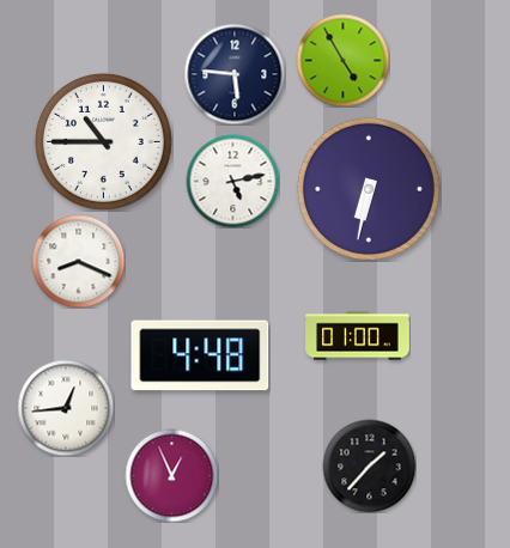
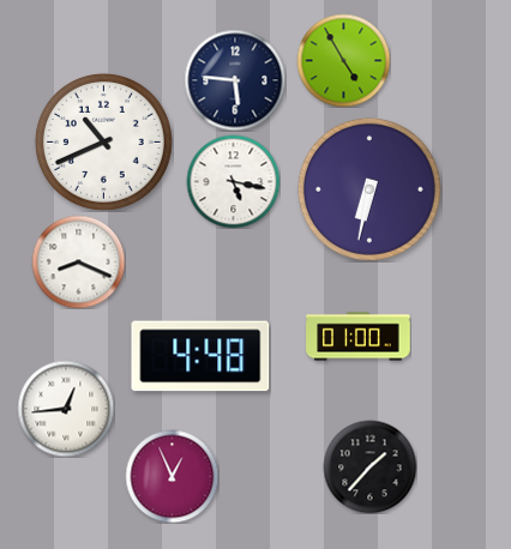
clock at (235, 74) position: (235, 74) -> (235, 80)
clock at (103, 141): 10:45 -> 10:41
clock at (232, 181): 5:13 -> 5:17
